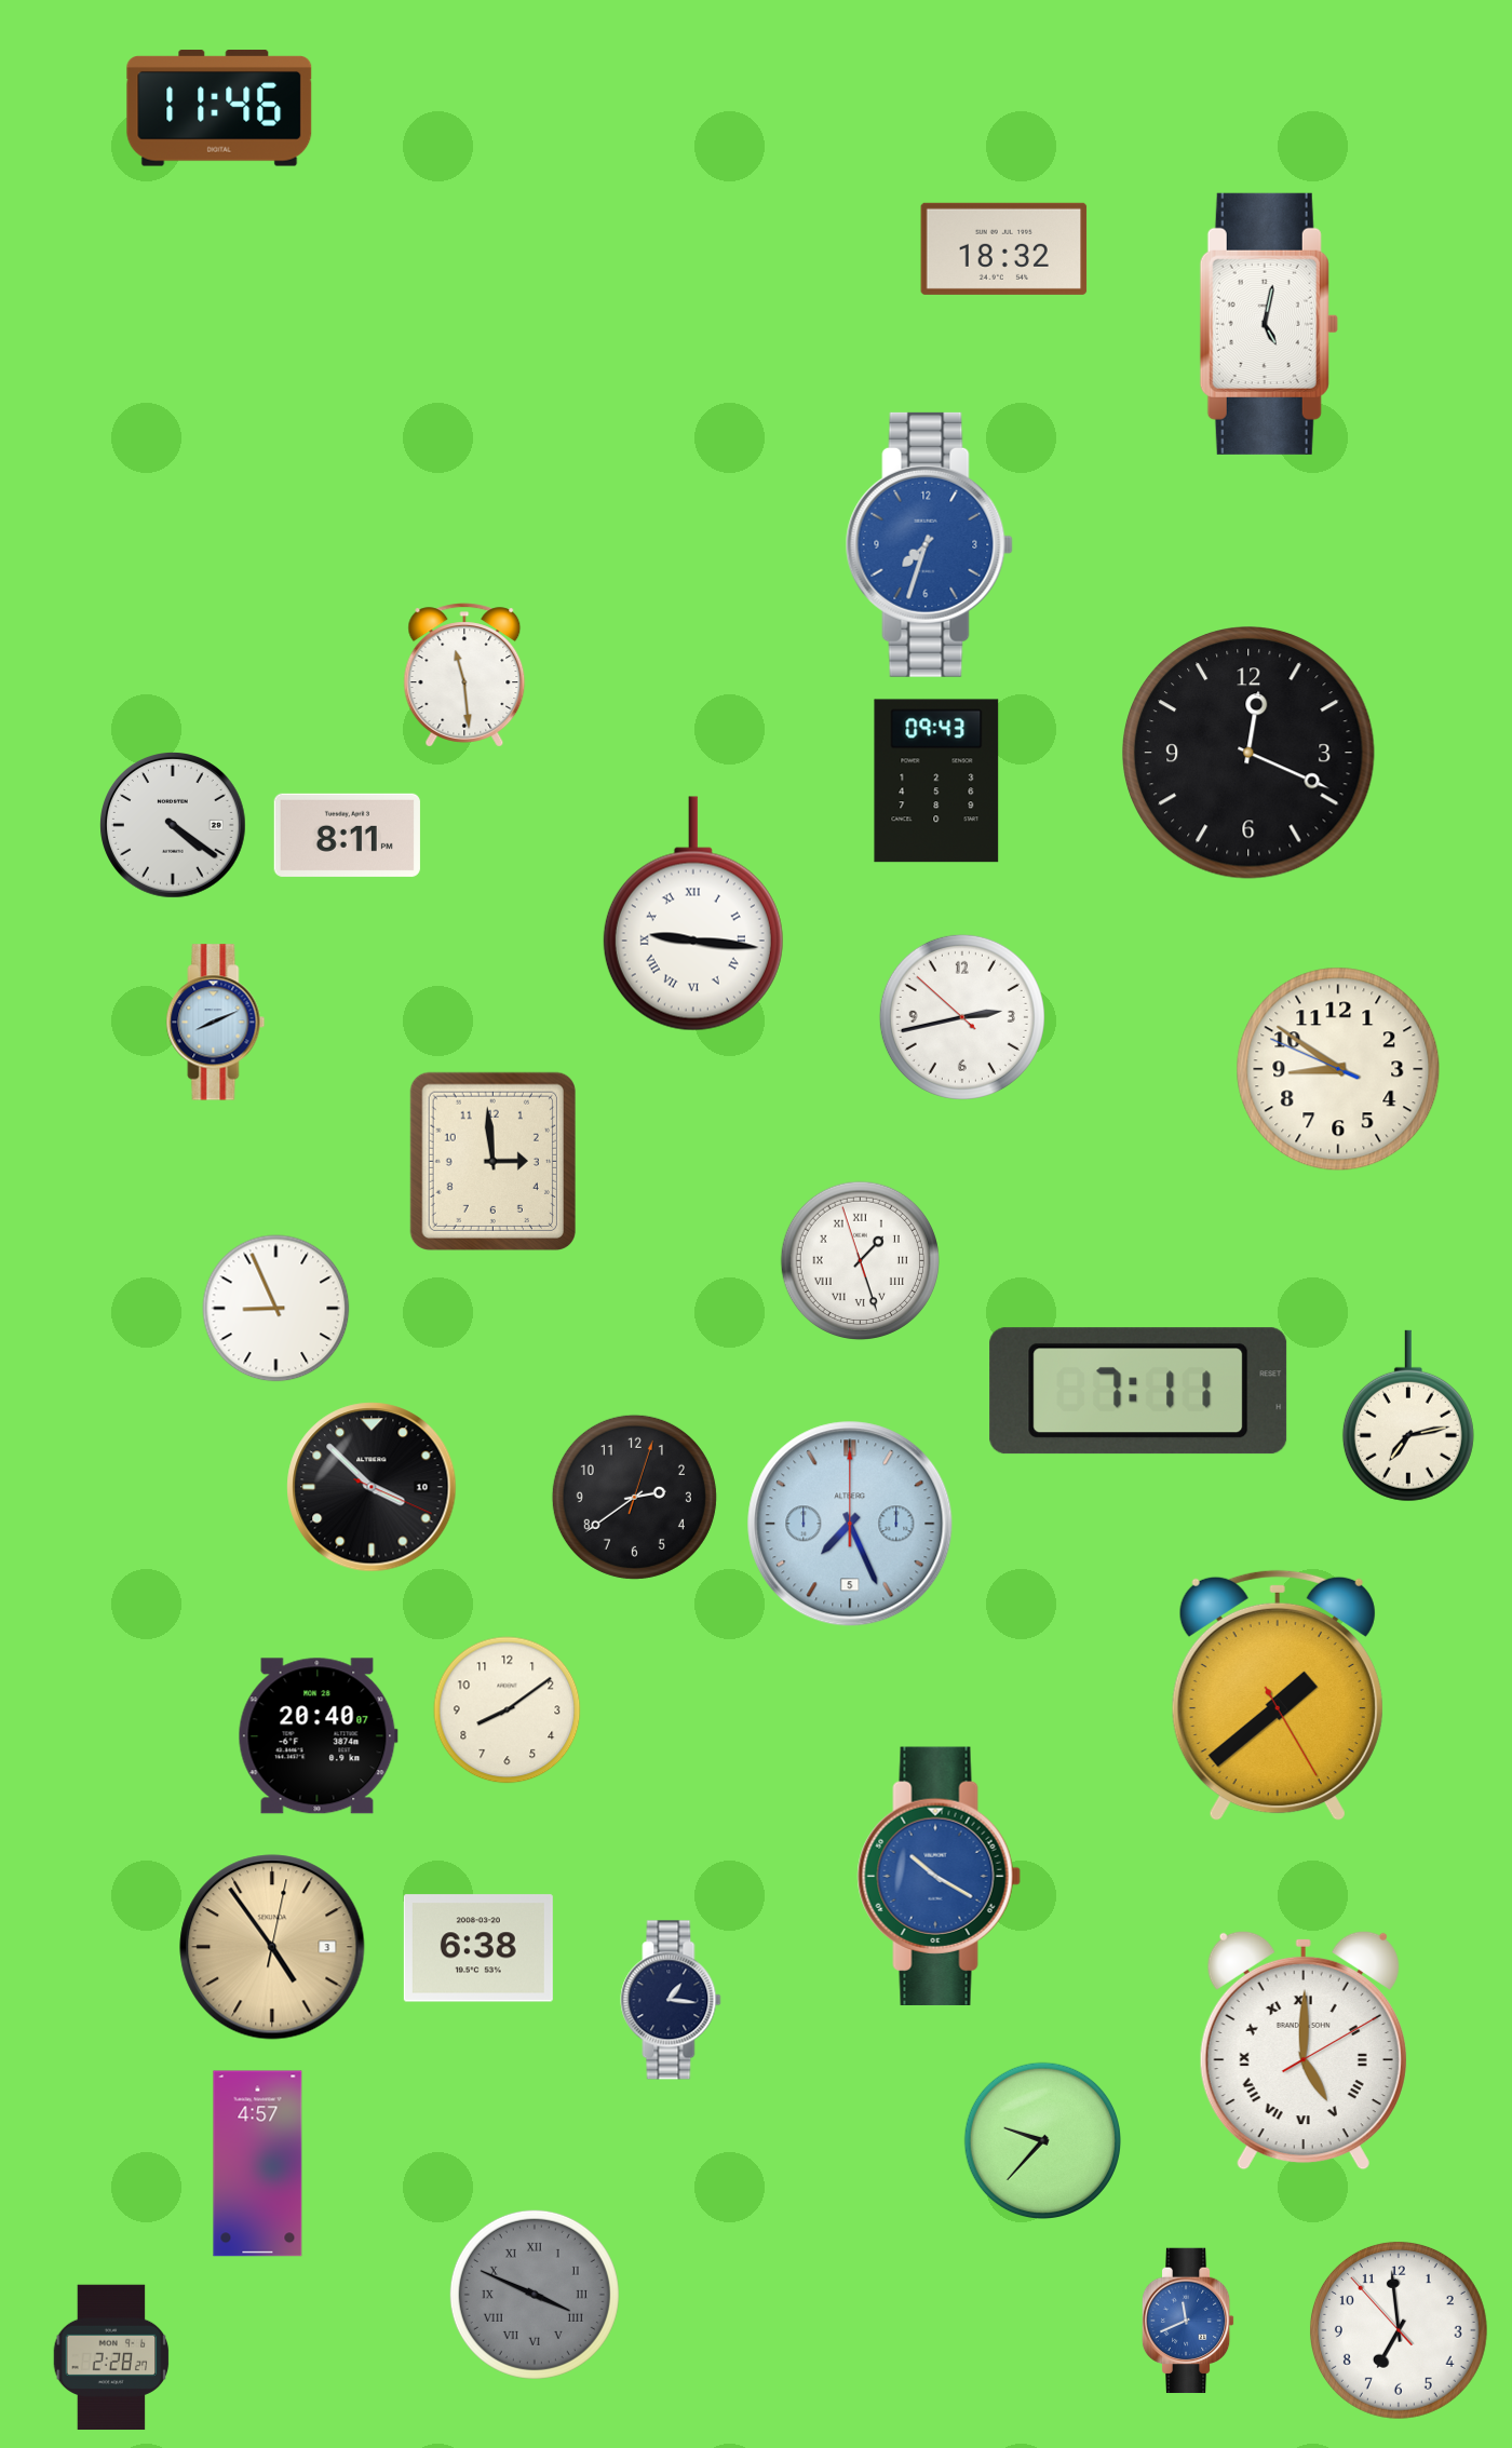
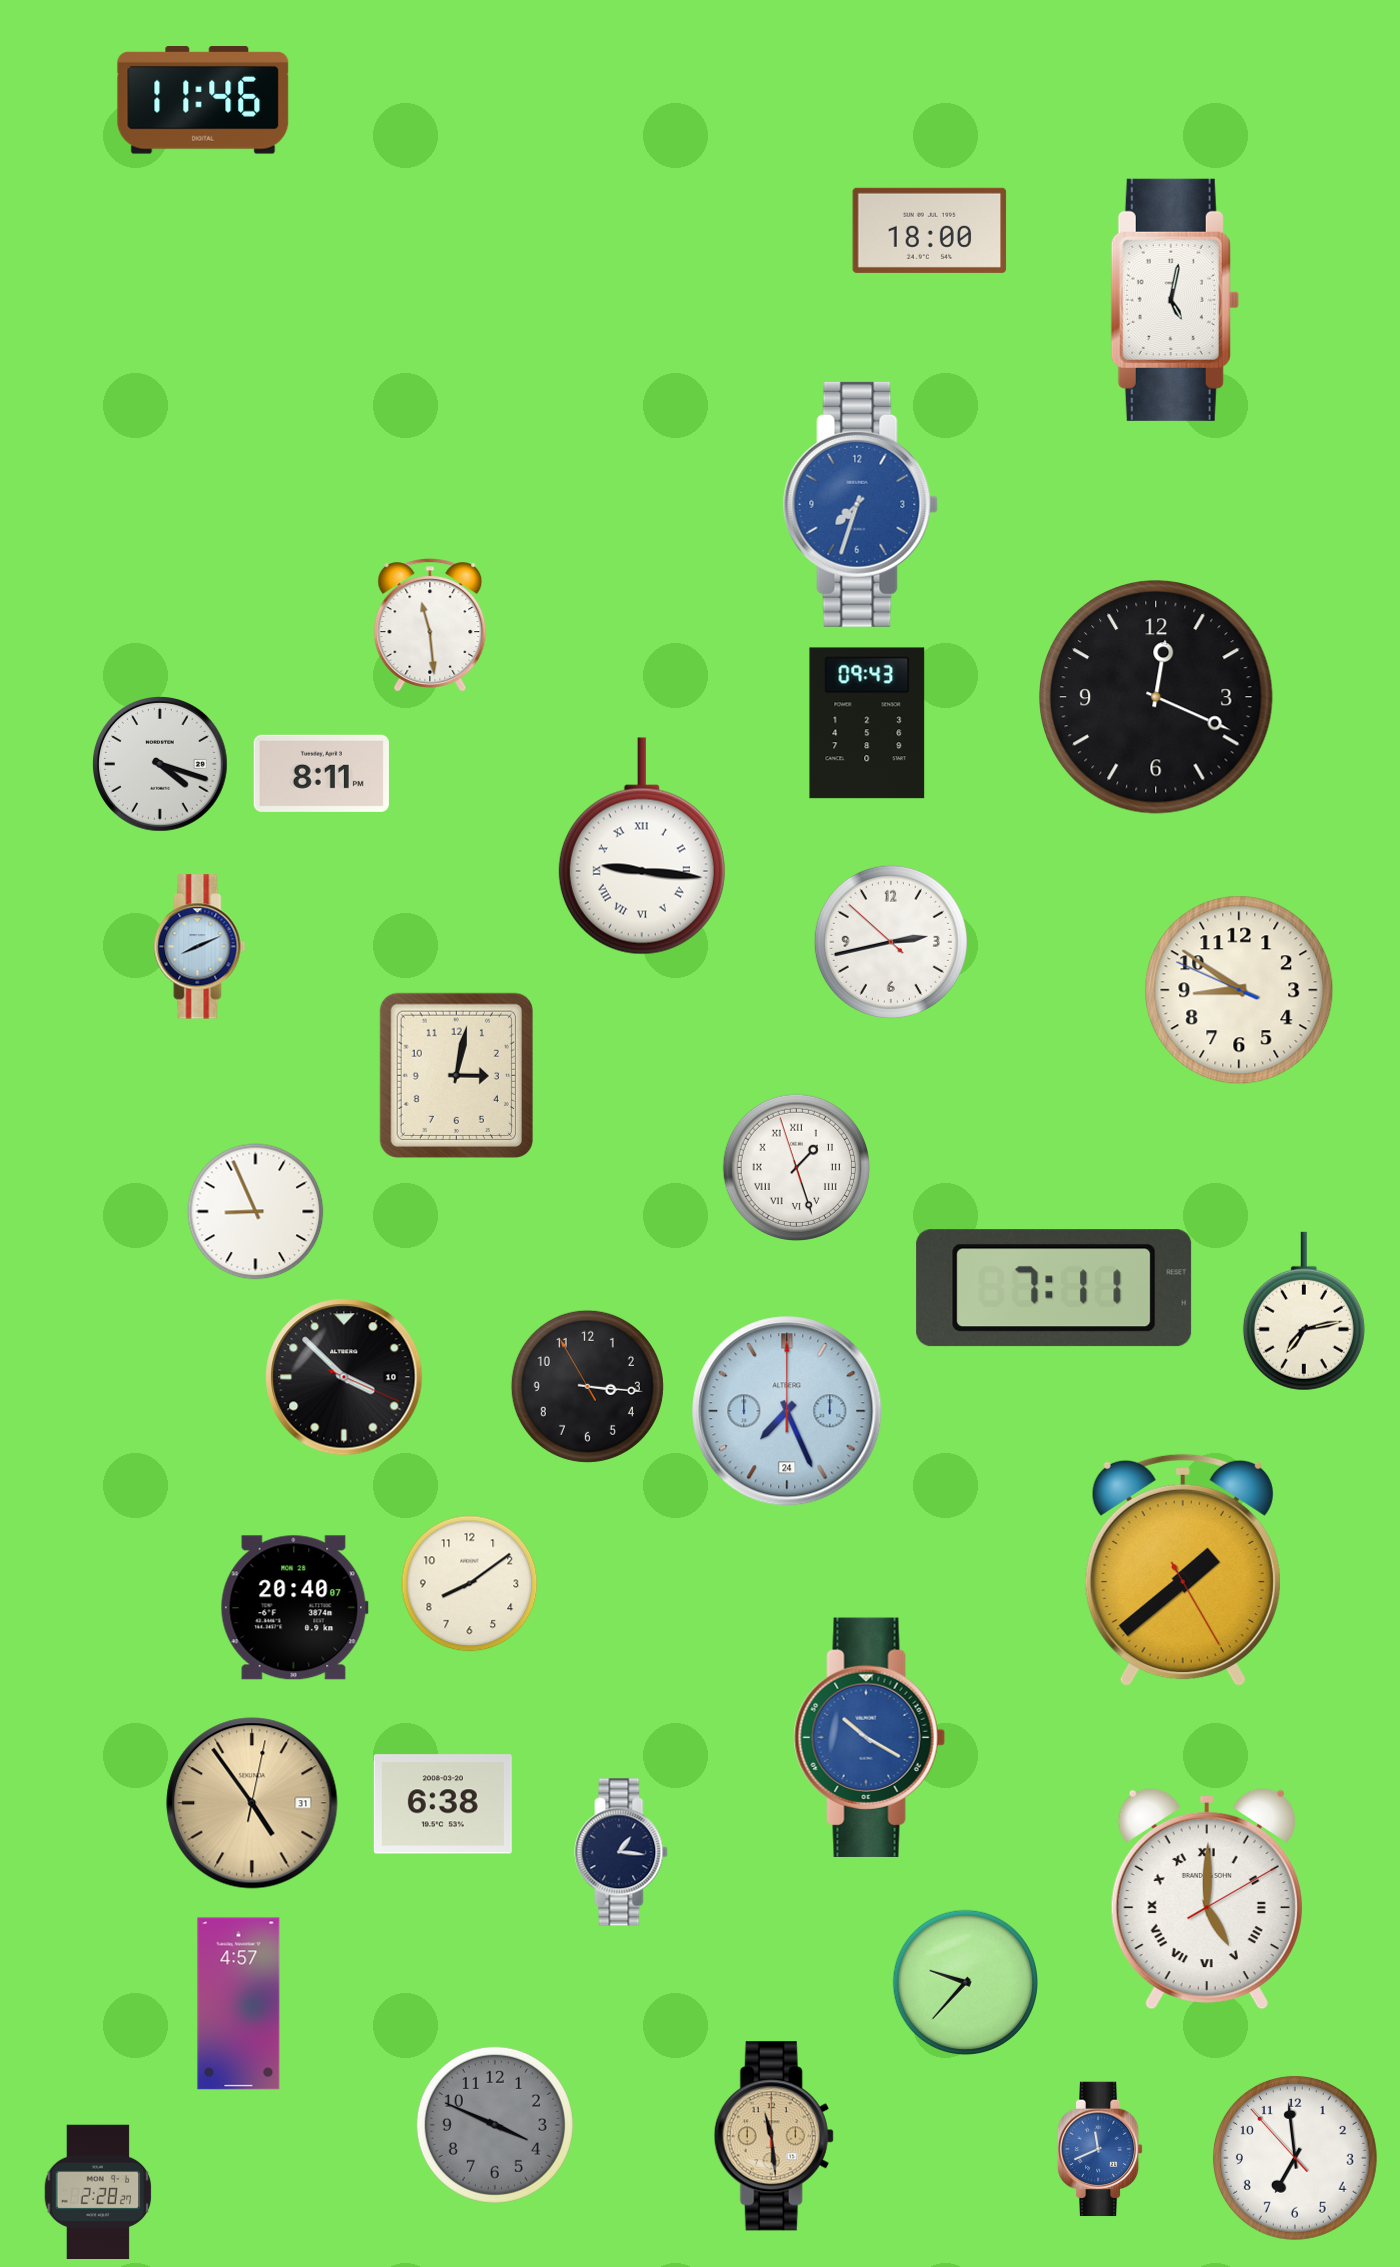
clock at (1004, 248): 18:32 -> 18:00
clock at (174, 826): 4:21 -> 4:18
clock at (492, 1161): 2:59 -> 3:02
clock at (634, 1497): 2:39 -> 3:15
clock at (850, 1524) date: 5 -> 24
clock at (272, 1947) date: 3 -> 31
clock at (535, 2295) numerals: Roman -> Arabic
clock at (774, 2136): none -> 11:29
clock at (111, 2357) position: (111, 2357) -> (98, 2192)
